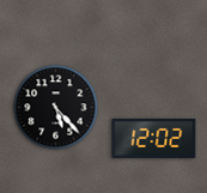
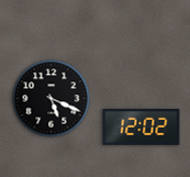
clock at (56, 108): 5:23 -> 5:19
